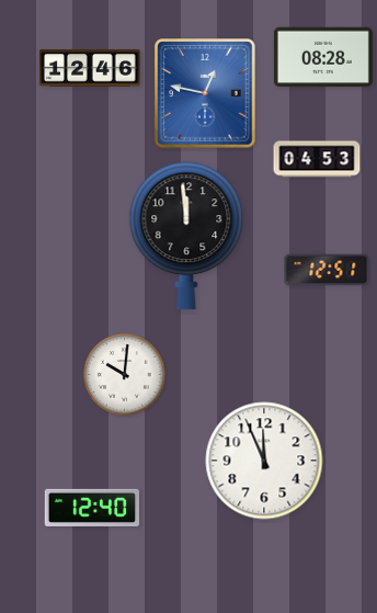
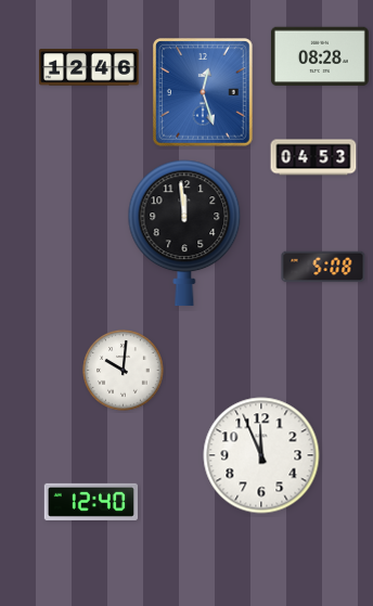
clock at (206, 94): 12:47 -> 12:27
clock at (327, 270): 12:51 -> 5:08
